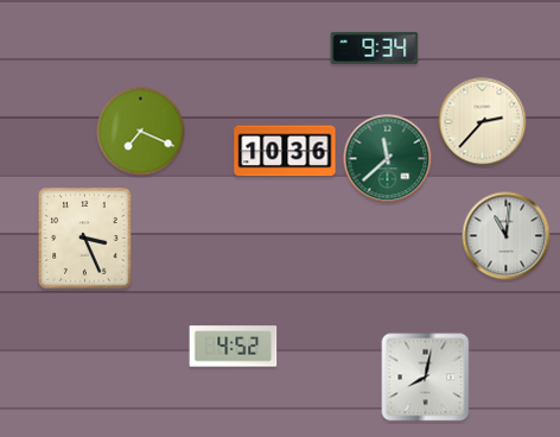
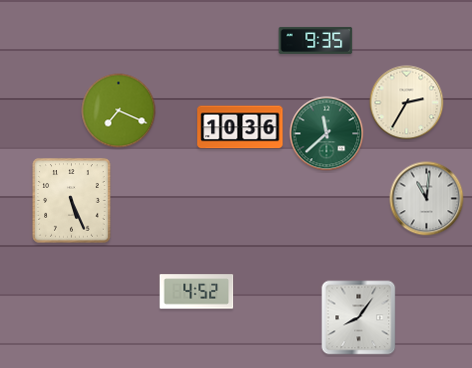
clock at (375, 47): 9:34 -> 9:35
clock at (483, 122): 2:37 -> 2:35
clock at (85, 239): 3:26 -> 5:26
clock at (426, 378): 8:02 -> 8:06
